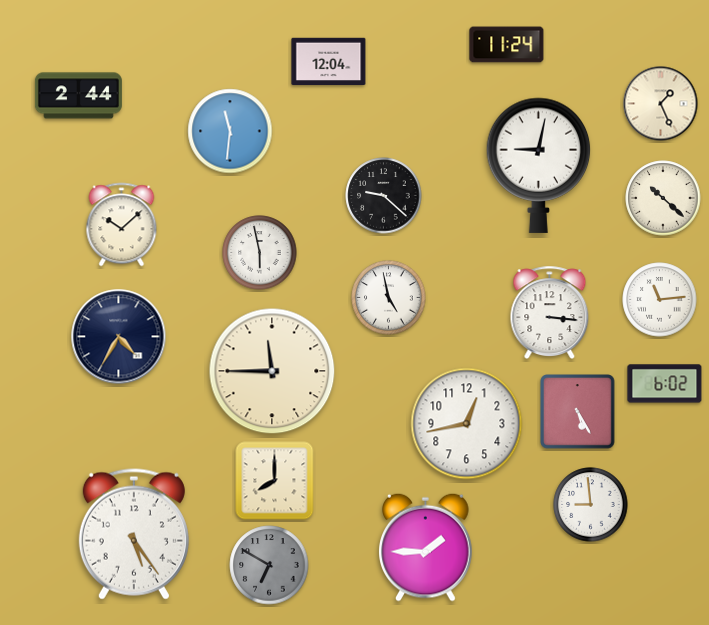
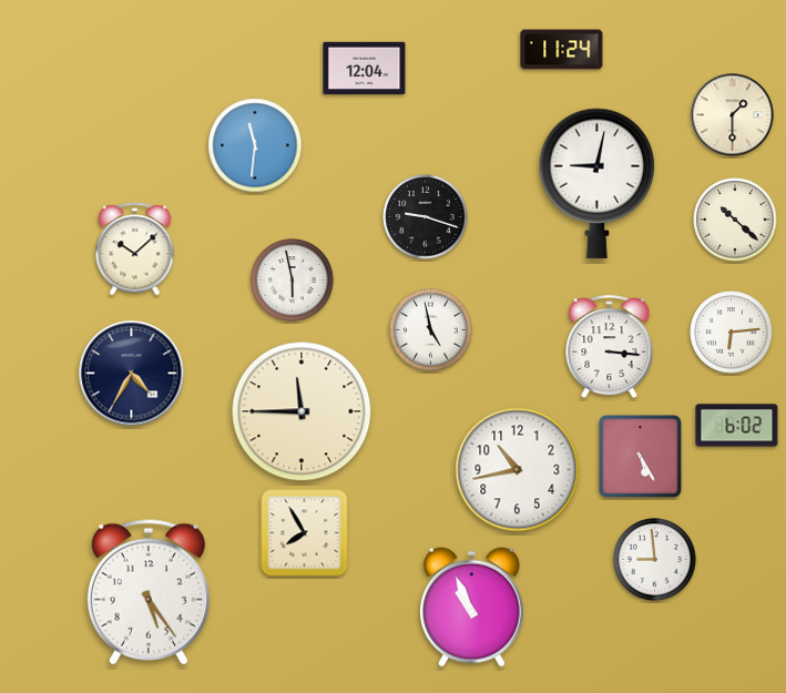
clock at (78, 96): 2:44 -> none
clock at (661, 104): 1:26 -> 1:30
clock at (384, 196): 9:22 -> 9:18
clock at (260, 253) position: (260, 253) -> (293, 281)
clock at (660, 300): 11:14 -> 6:14
clock at (467, 424): 12:43 -> 10:43
clock at (275, 481): 8:00 -> 7:55
clock at (426, 547): 1:45 -> 10:56
clock at (269, 565): 6:50 -> none
